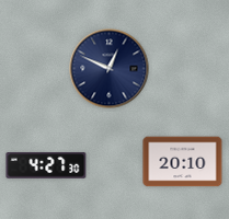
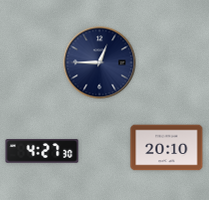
clock at (110, 69): 12:49 -> 12:45
